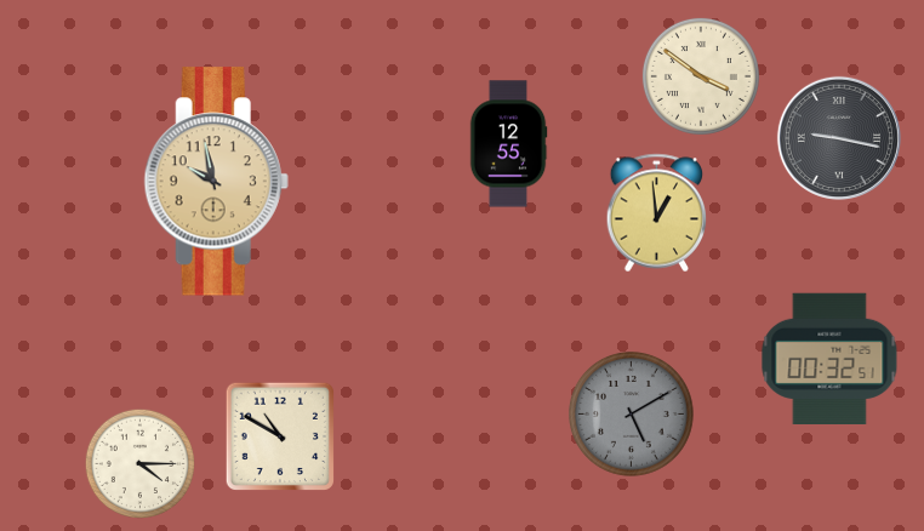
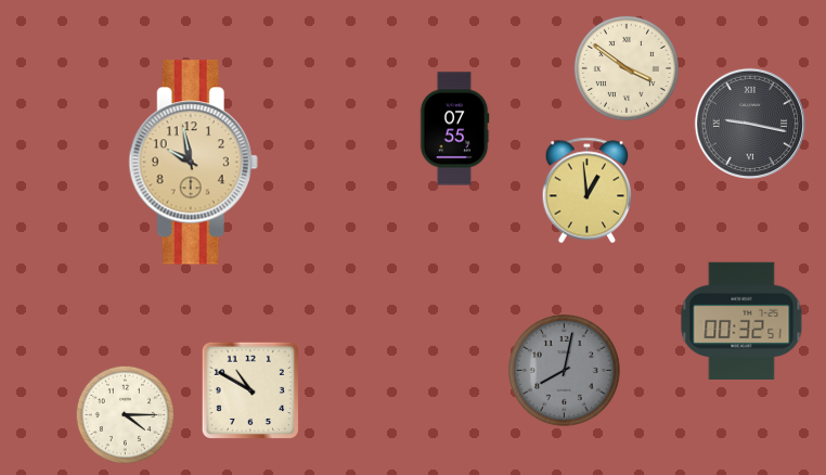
clock at (508, 144): 12:55 -> 07:55
clock at (632, 415): 5:10 -> 8:02
